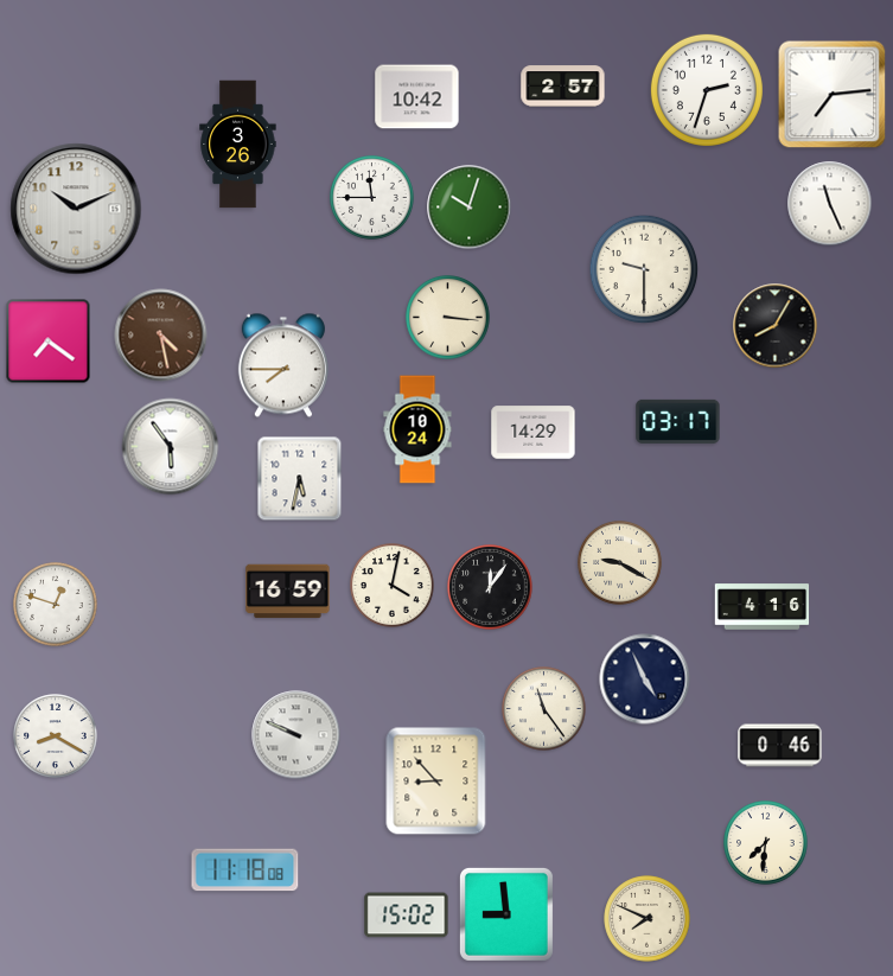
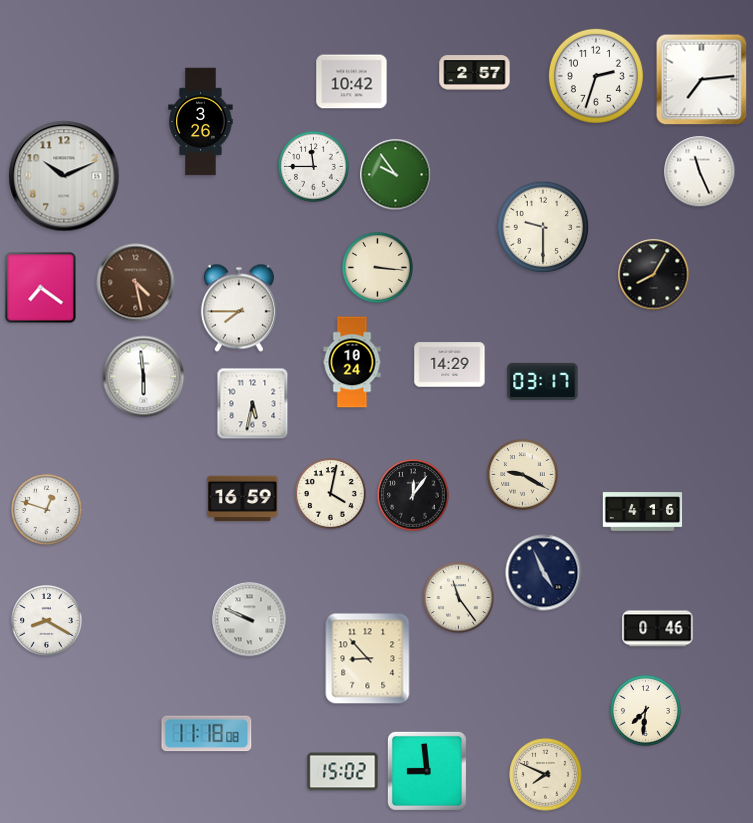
clock at (470, 208): 10:03 -> 9:54
clock at (678, 421) position: (678, 421) -> (543, 381)
clock at (171, 447): 5:54 -> 5:59
